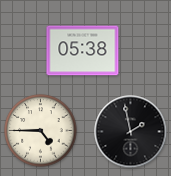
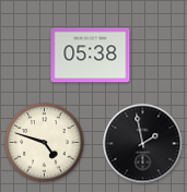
clock at (41, 131): 4:45 -> 4:48
